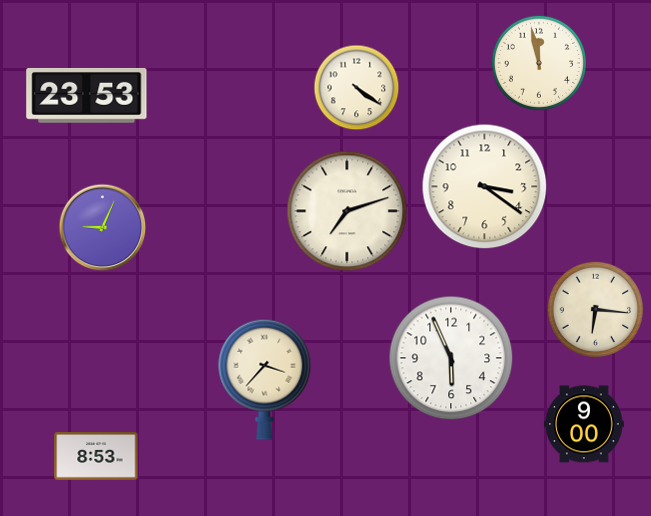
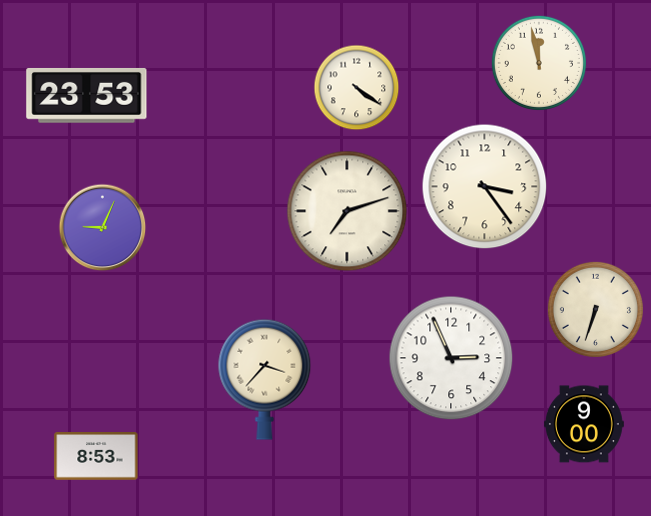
clock at (485, 187): 3:21 -> 3:24
clock at (595, 309): 6:16 -> 6:33
clock at (451, 358): 5:56 -> 2:56
